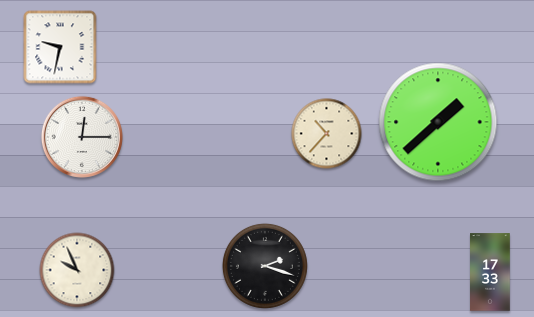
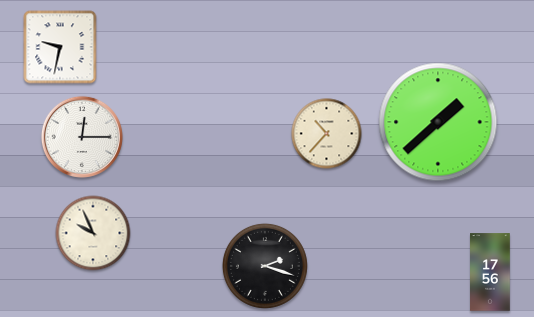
clock at (77, 270) position: (77, 270) -> (93, 233)
clock at (490, 272): 17:33 -> 17:56
